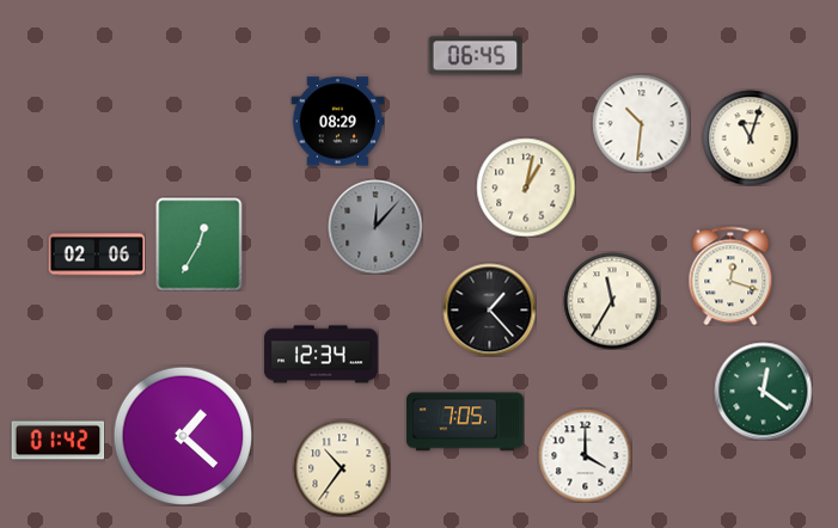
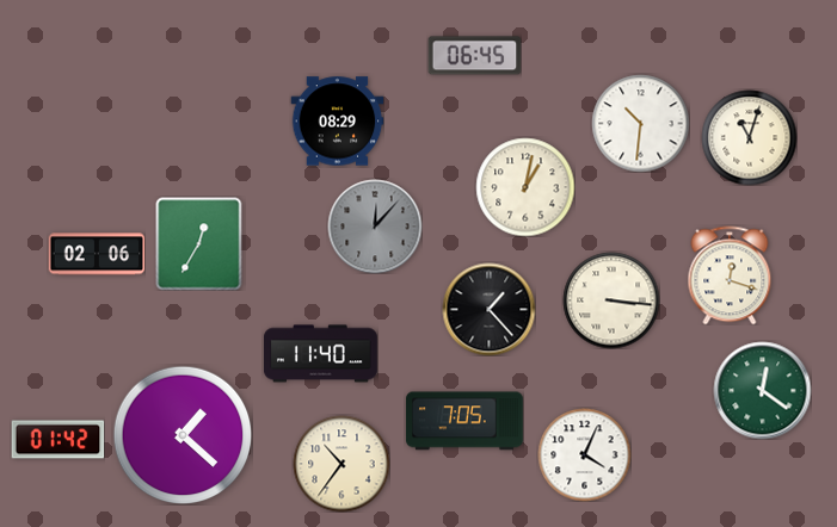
clock at (612, 301): 11:35 -> 3:16
clock at (322, 355): 12:34 -> 11:40
clock at (585, 455): 4:00 -> 4:04
clock at (342, 468) position: (342, 468) -> (341, 464)
